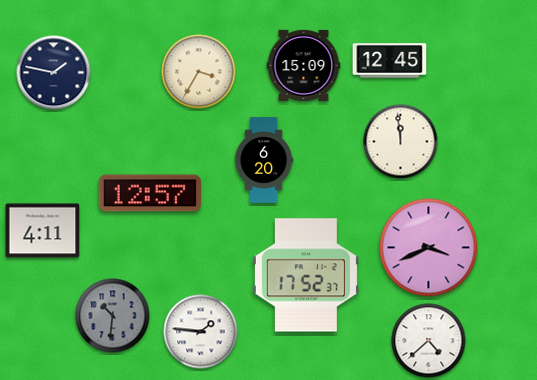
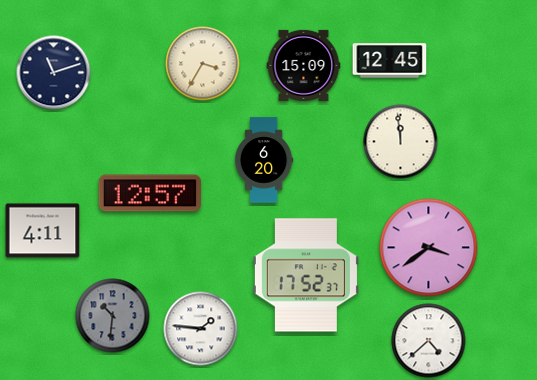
clock at (199, 72) position: (199, 72) -> (203, 64)
clock at (54, 73): 1:47 -> 11:12
clock at (429, 248): 3:41 -> 3:39
clock at (201, 332) position: (201, 332) -> (201, 329)
